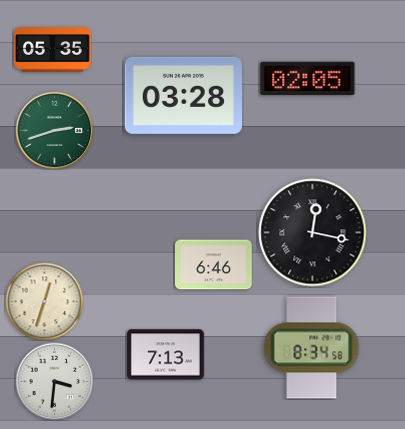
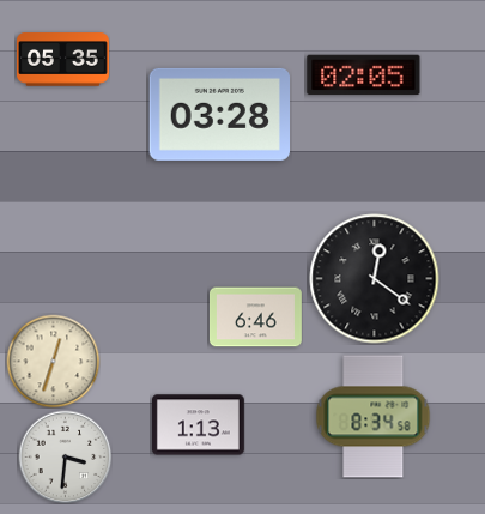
clock at (308, 79) position: (308, 79) -> (364, 75)
clock at (54, 130): 2:42 -> none
clock at (313, 233): 12:17 -> 12:21
clock at (165, 355): 7:13 -> 1:13
